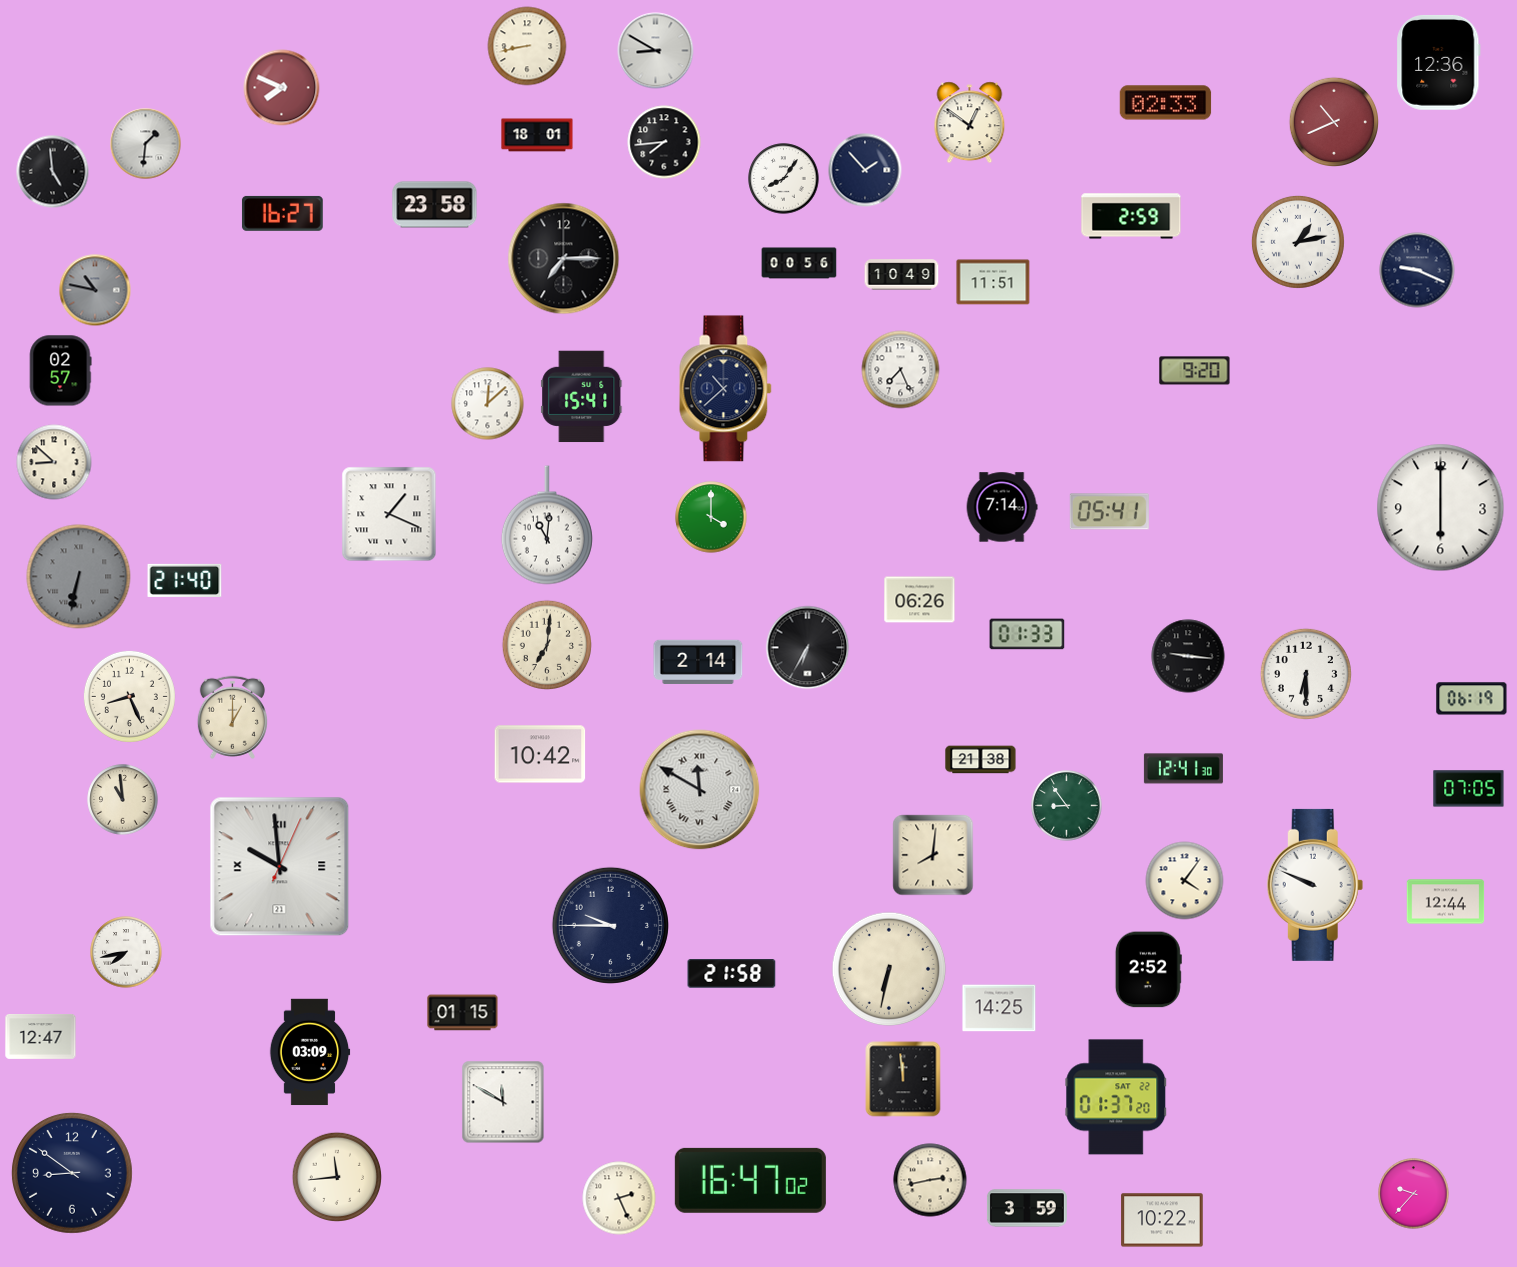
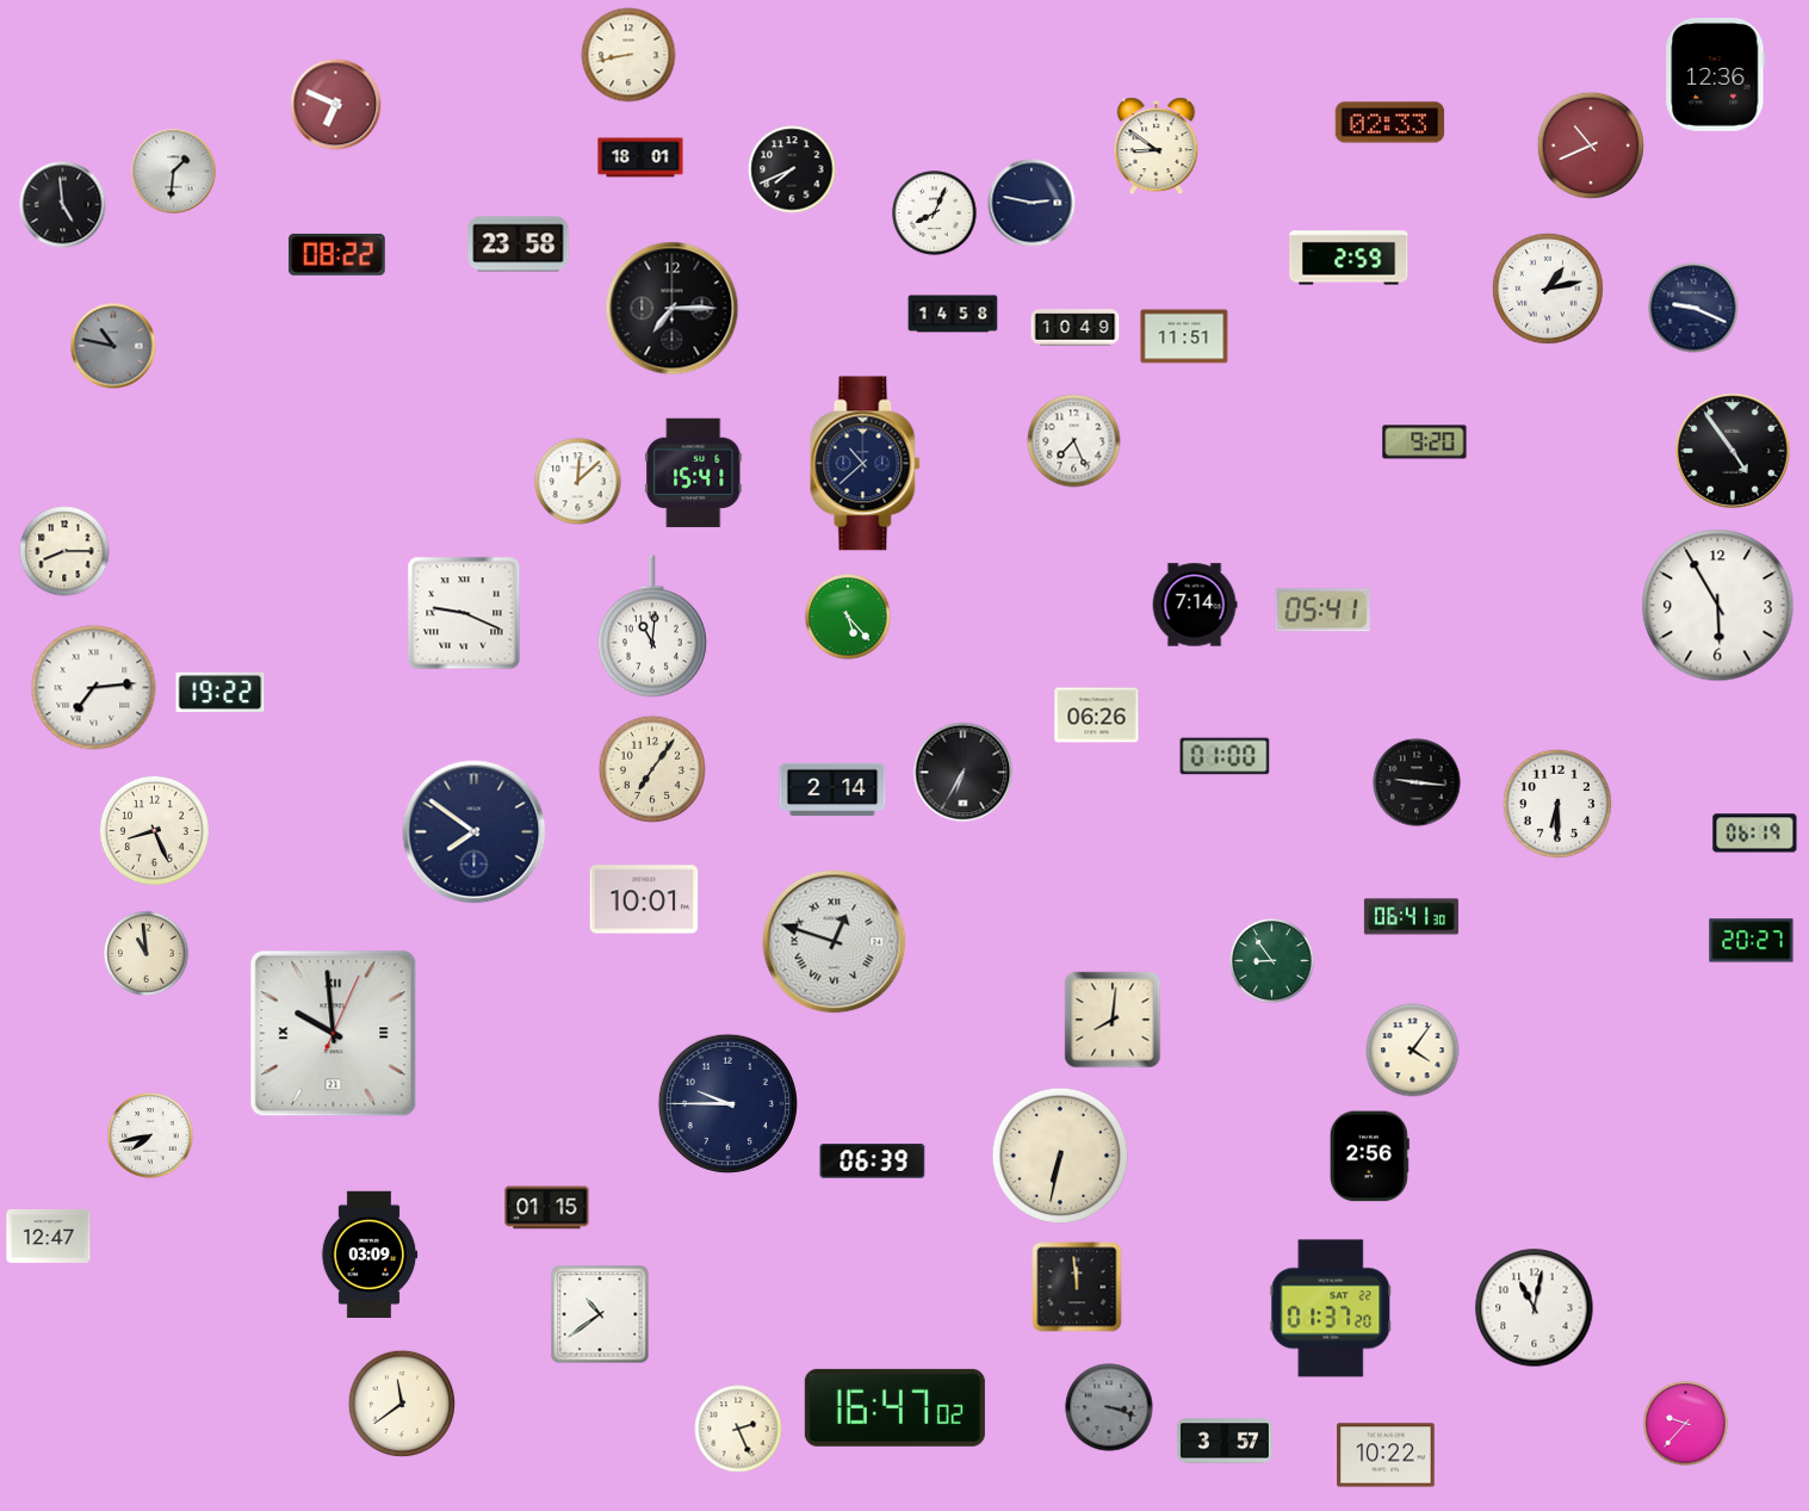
clock at (656, 51): 8:50 -> none
clock at (282, 88): 7:49 -> 6:49
clock at (970, 123): 12:51 -> 8:51
clock at (537, 135) position: (537, 135) -> (640, 157)
clock at (664, 142): 7:44 -> 7:41
clock at (865, 170): 1:53 -> 2:47
clock at (784, 179): 8:06 -> 8:04
clock at (282, 213): 16:27 -> 08:22
clock at (799, 263): 00:56 -> 14:58
clock at (1417, 270) position: (1417, 270) -> (1693, 308)
clock at (60, 371): 02:57 -> none
clock at (1733, 451): none -> 4:54
clock at (488, 404) position: (488, 404) -> (578, 482)
clock at (54, 462): 8:52 -> 8:15
clock at (1441, 508): 6:00 -> 5:55
clock at (389, 514): 1:19 -> 9:19
clock at (711, 517): 4:00 -> 5:23
clock at (79, 577): 6:32 -> 7:14
clock at (79, 577) dial: grey -> white
clock at (185, 580): 21:40 -> 19:22
clock at (1027, 634): 01:33 -> 01:00
clock at (546, 644): 7:01 -> 7:06
clock at (475, 832): none -> 7:51
clock at (232, 717): 1:00 -> none
clock at (540, 754): 10:42 -> 10:01
clock at (981, 760): 21:38 -> none
clock at (1183, 769): 12:41 -> 06:41
clock at (1469, 789): 07:05 -> 20:27
clock at (700, 790): 11:50 -> 12:48
clock at (1315, 885): 9:49 -> none
clock at (1446, 902): 12:44 -> none
clock at (1148, 970): 2:52 -> 2:56
clock at (732, 974): 21:58 -> 06:39
clock at (999, 1008): 14:25 -> none
clock at (463, 1013) position: (463, 1013) -> (547, 1208)
clock at (1535, 1308): none -> 11:02
clock at (503, 1102): 11:50 -> 10:39
clock at (72, 1173): 8:51 -> none
clock at (336, 1176): 11:44 -> 11:39
clock at (930, 1180): 2:43 -> 3:18
clock at (930, 1180) dial: cream -> grey
clock at (1027, 1208): 3:59 -> 3:57
